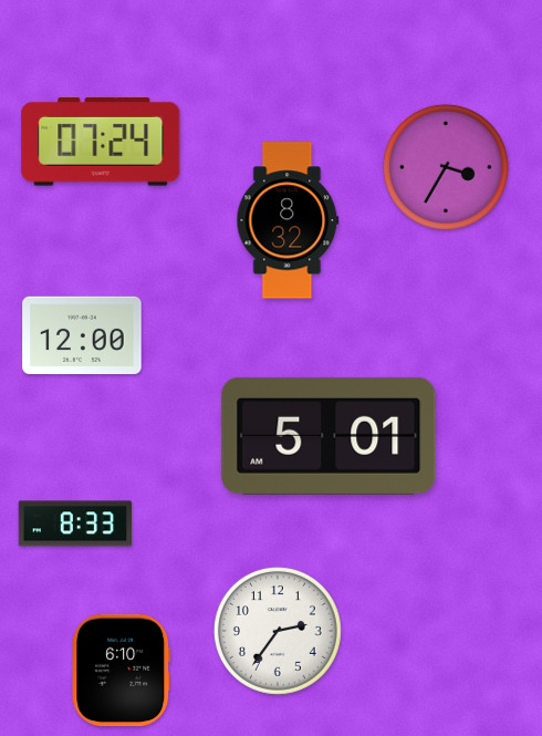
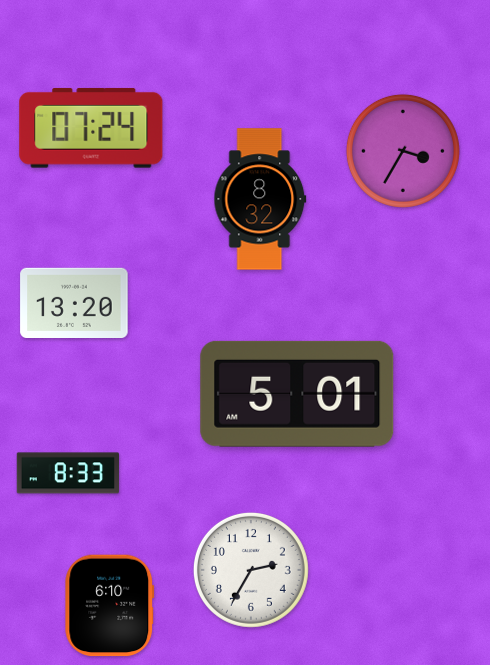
clock at (82, 334): 12:00 -> 13:20
clock at (278, 631): 2:36 -> 2:35
